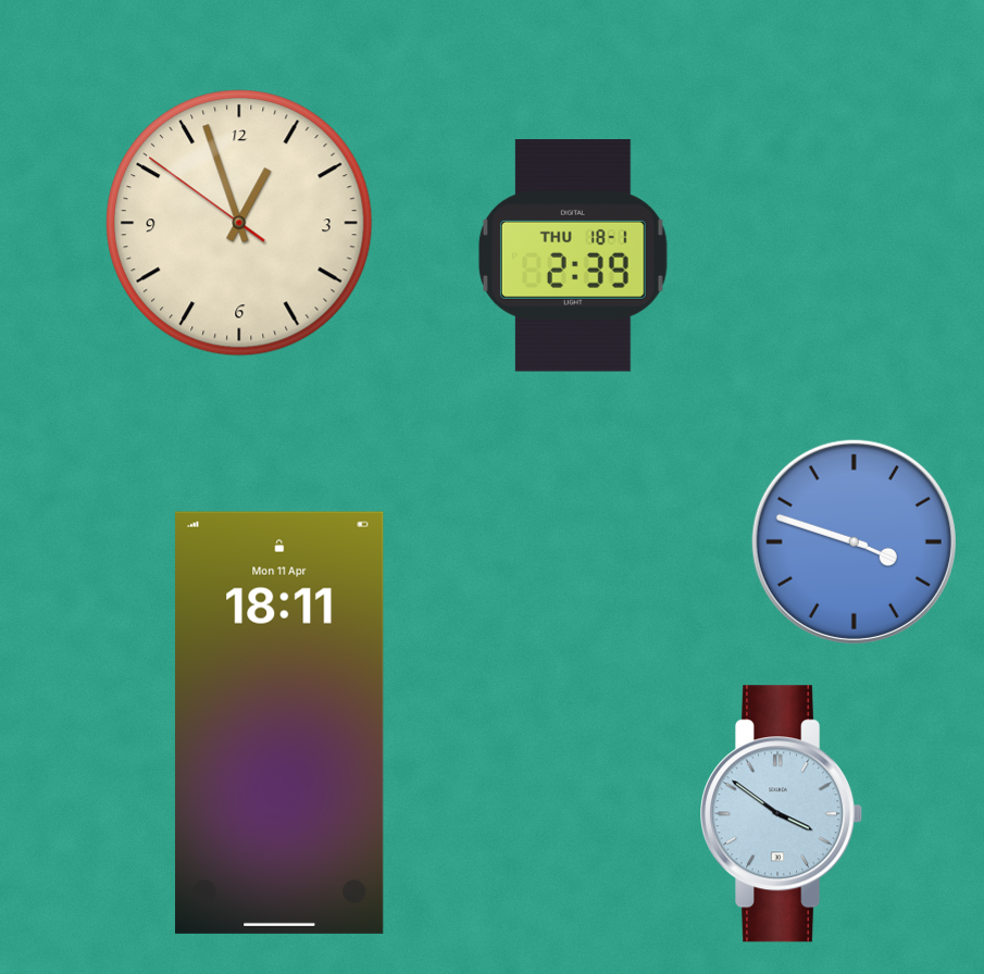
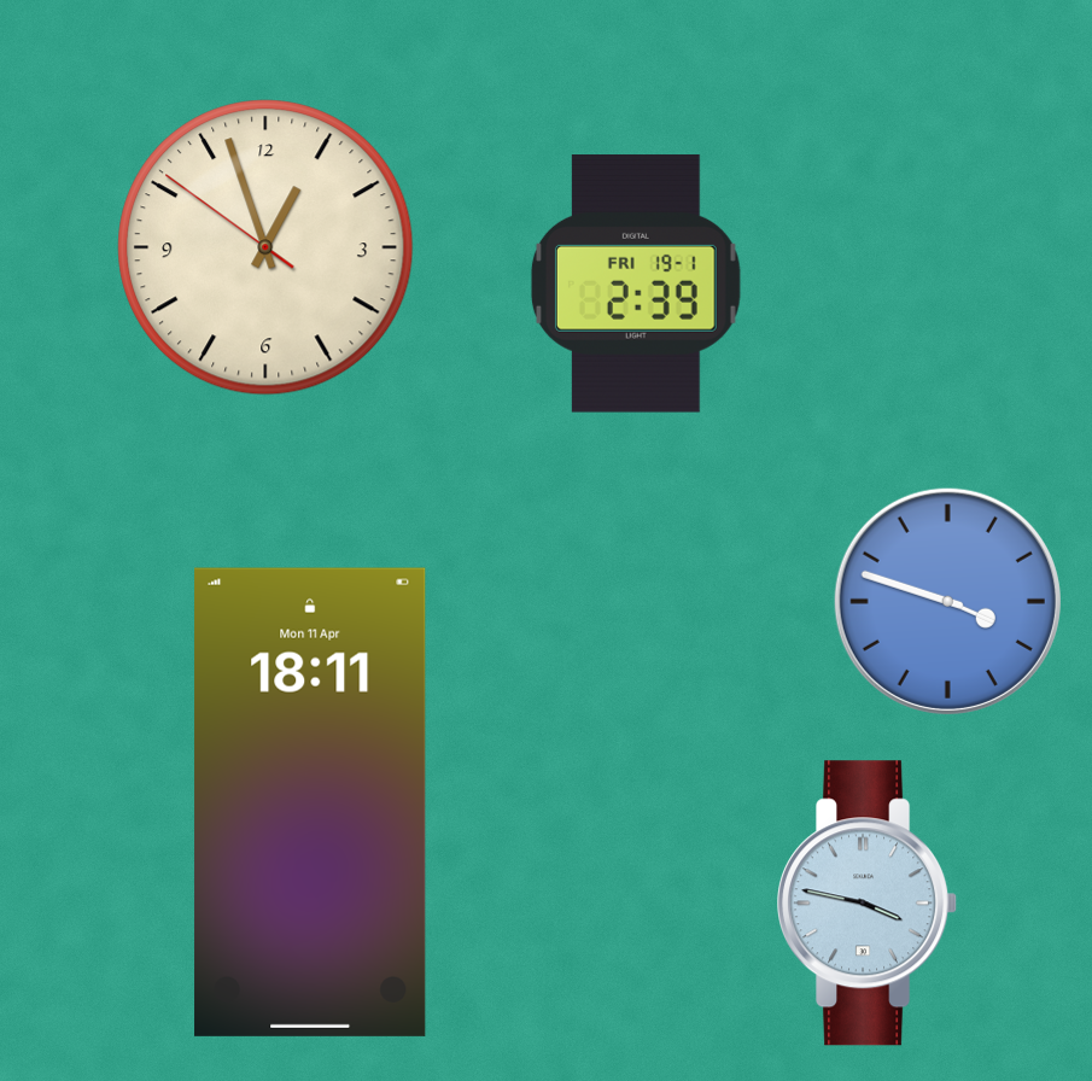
clock at (573, 255) date: THU 18-1 -> FRI 19-1
clock at (782, 814): 3:51 -> 3:47
